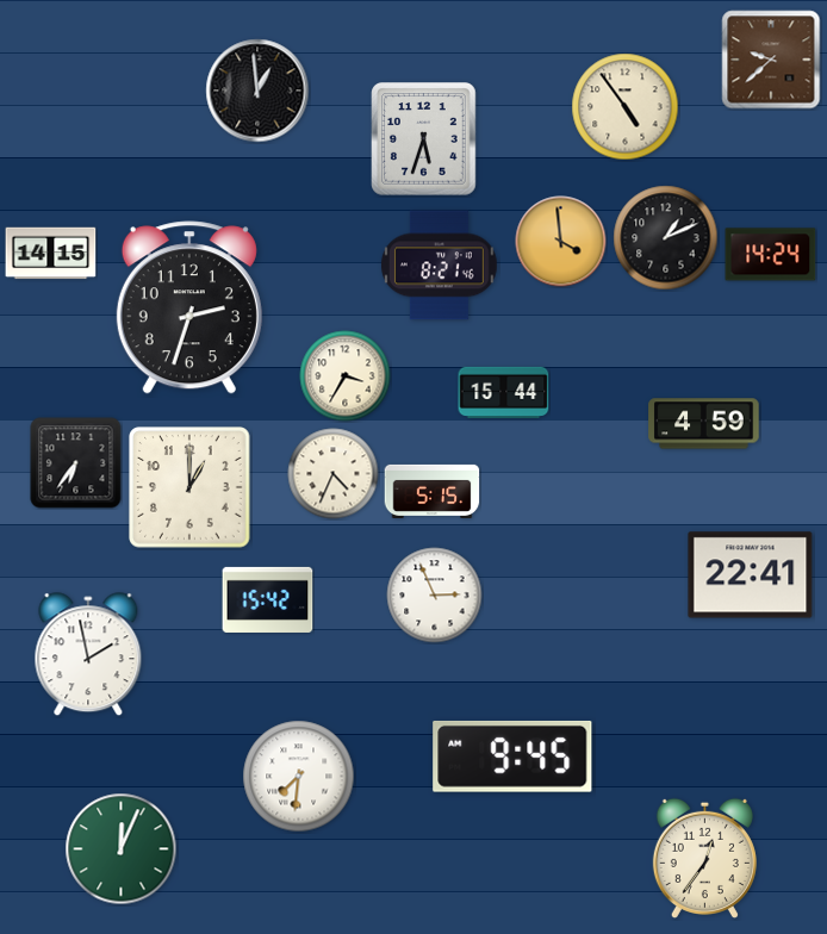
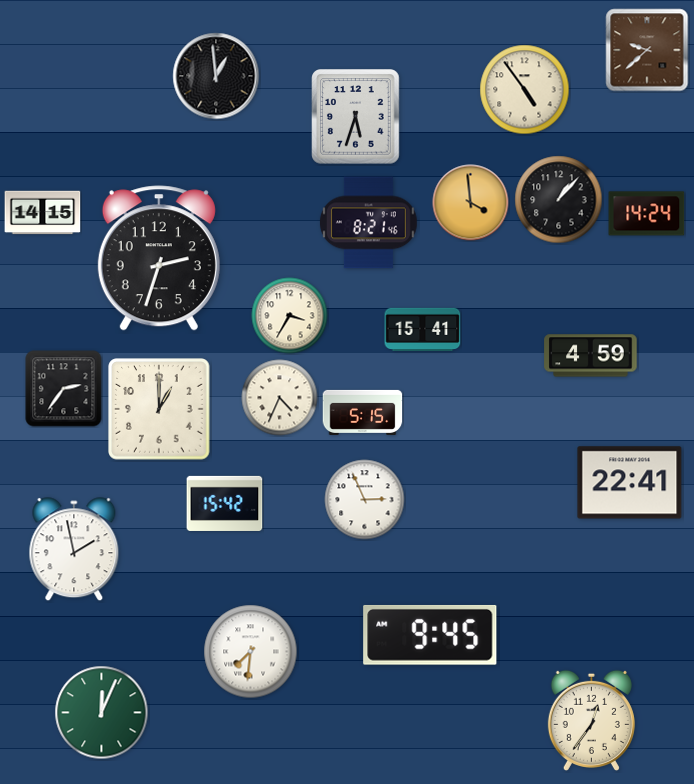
clock at (666, 238): 1:11 -> 1:07
clock at (504, 392): 15:44 -> 15:41
clock at (76, 463): 6:36 -> 2:36
